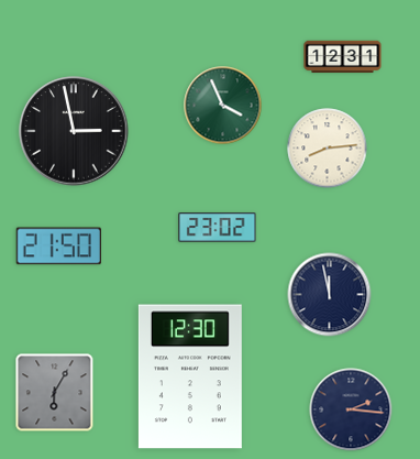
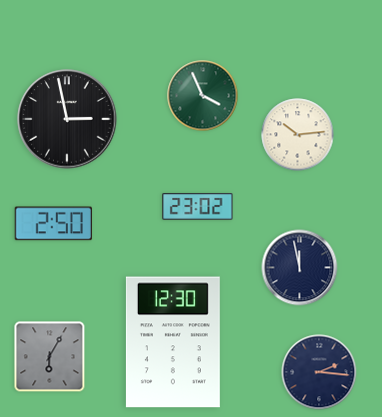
clock at (343, 57): 12:31 -> none
clock at (328, 149): 8:14 -> 10:14
clock at (58, 247): 21:50 -> 2:50
